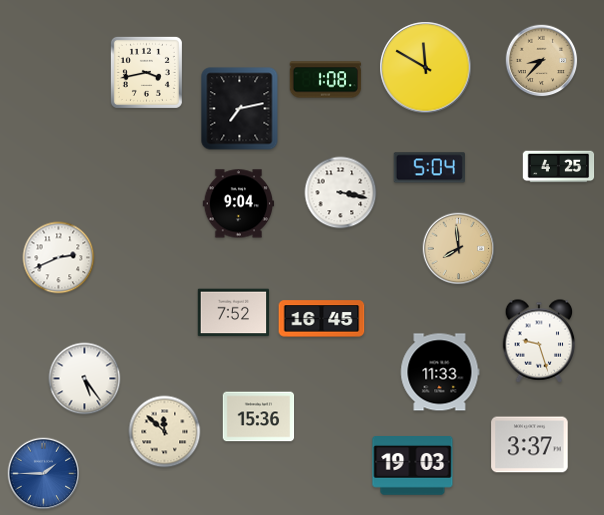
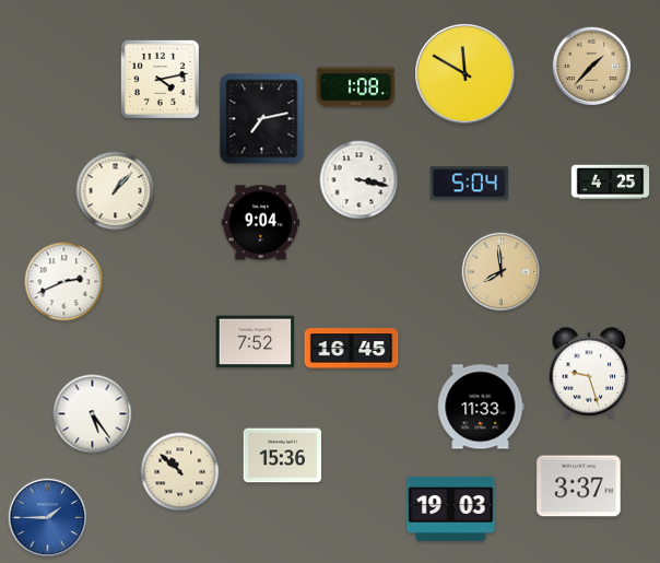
clock at (542, 61): 8:37 -> 1:37
clock at (146, 72): 3:43 -> 4:13
clock at (116, 191): none -> 1:07
clock at (341, 193) position: (341, 193) -> (360, 180)
clock at (165, 432): 11:52 -> 10:52
